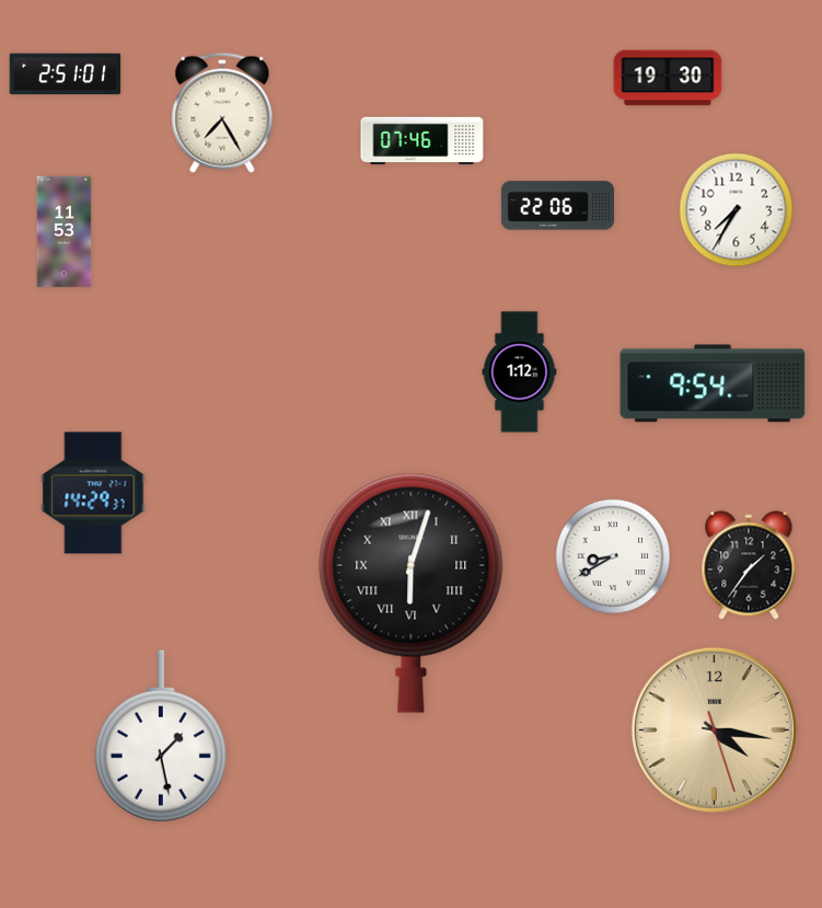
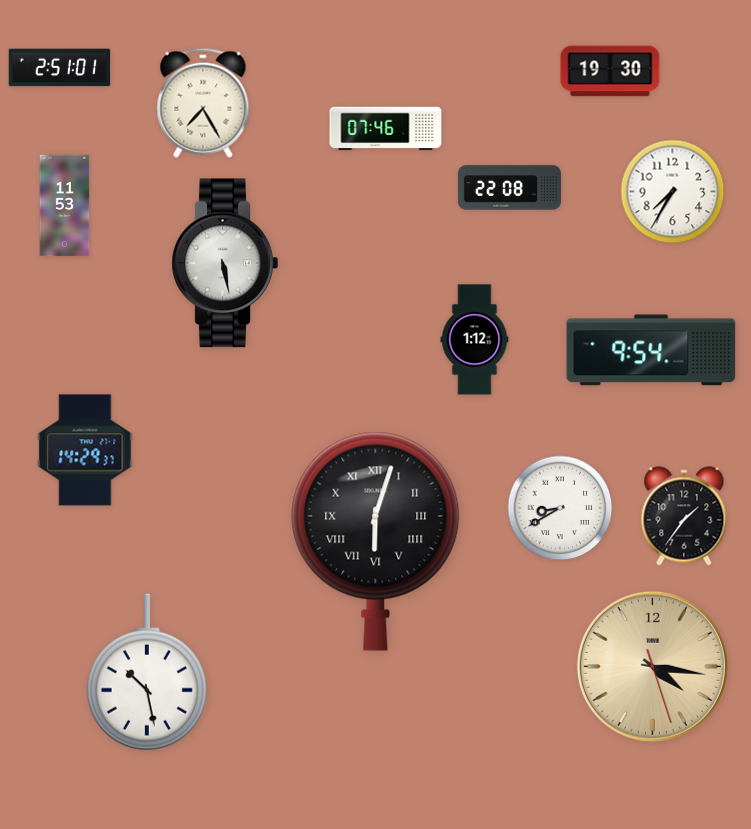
clock at (557, 206): 22:06 -> 22:08
clock at (65, 232) position: (65, 232) -> (65, 206)
clock at (225, 263): none -> 5:28
clock at (161, 736): 1:28 -> 10:28
